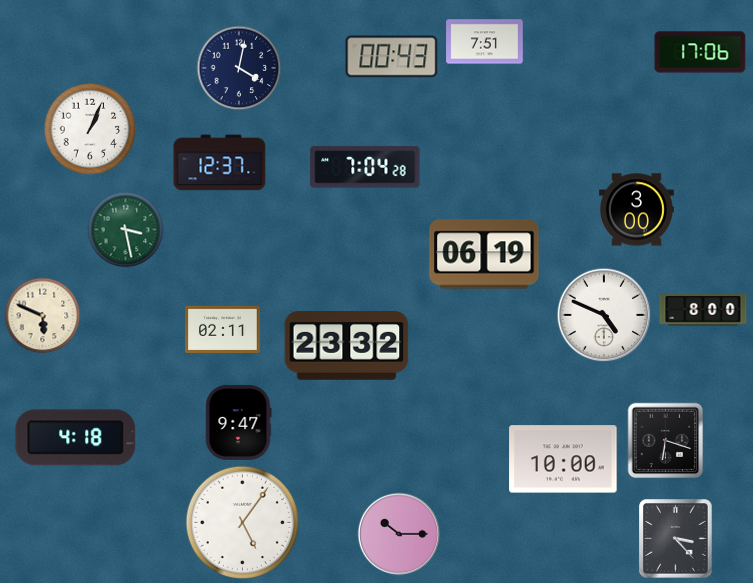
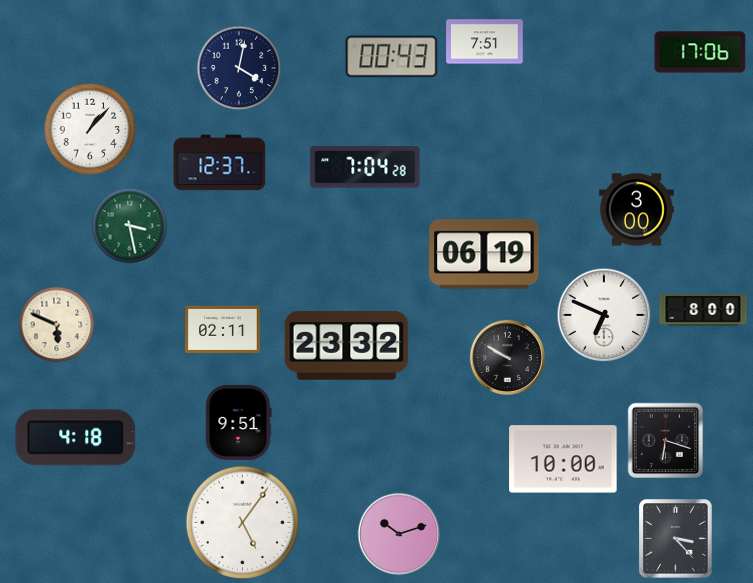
clock at (90, 129): 1:04 -> 1:07
clock at (126, 230) position: (126, 230) -> (130, 226)
clock at (604, 315): 4:49 -> 6:49
clock at (43, 316) position: (43, 316) -> (57, 325)
clock at (507, 357): none -> 9:50
clock at (238, 422): 9:47 -> 9:51
clock at (399, 534): 10:15 -> 10:12
